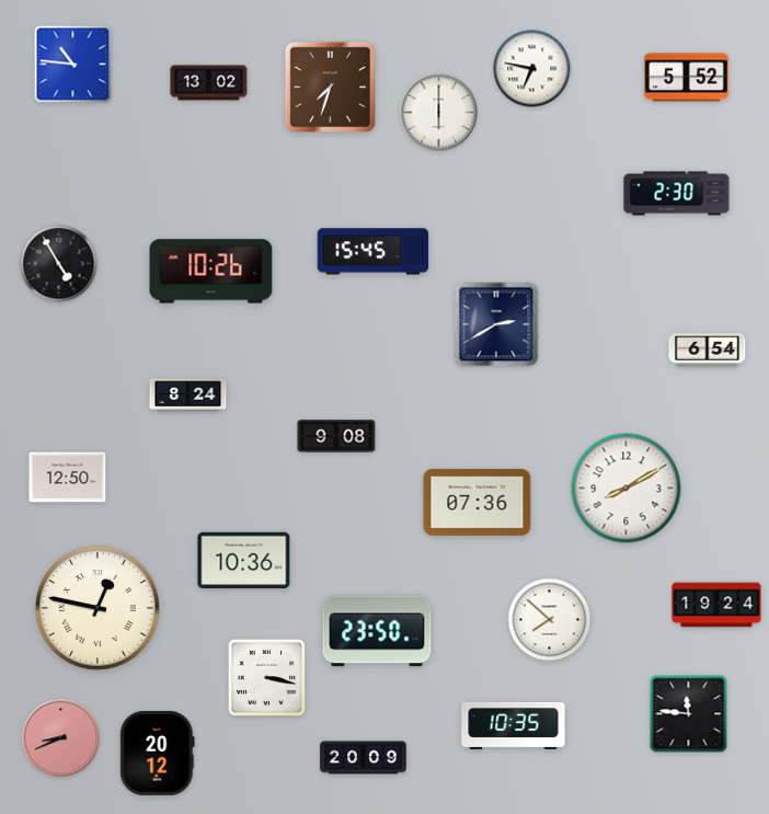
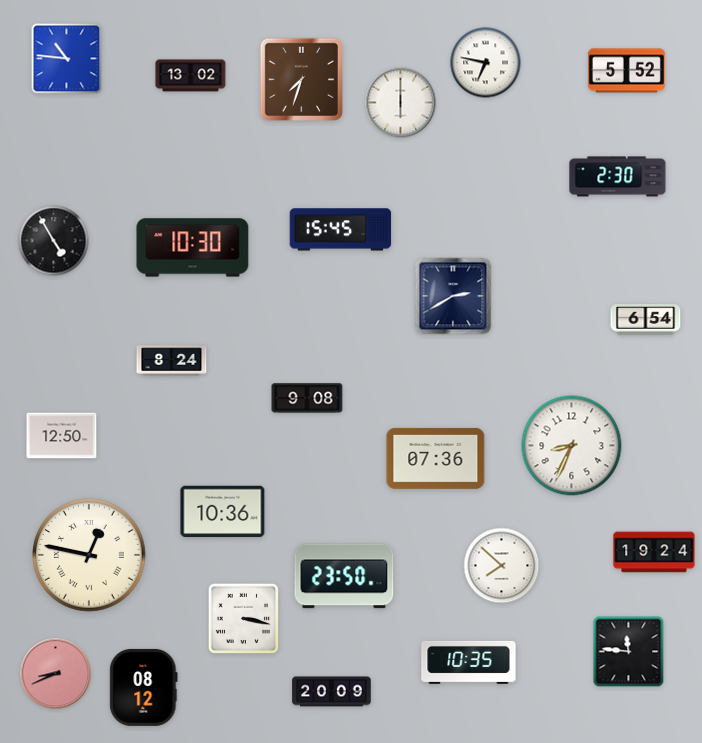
clock at (211, 272): 10:26 -> 10:30
clock at (627, 489): 8:10 -> 8:34
clock at (158, 753): 20:12 -> 08:12
